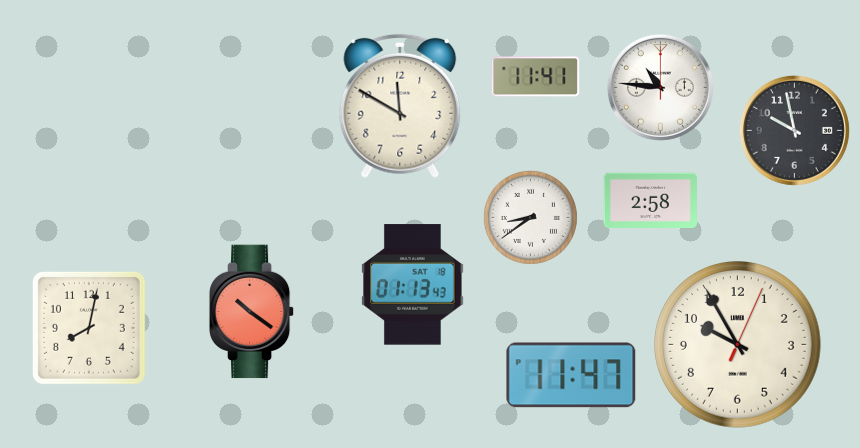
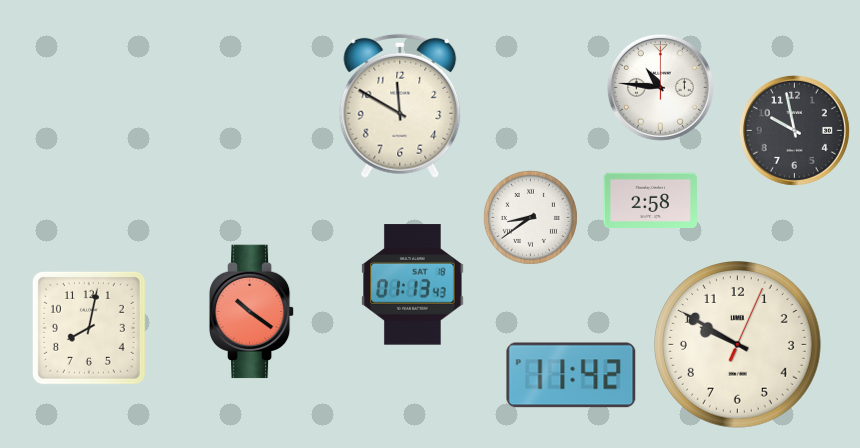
clock at (536, 77): 11:41 -> none
clock at (738, 345): 9:55 -> 9:50
clock at (571, 375): 11:47 -> 11:42
